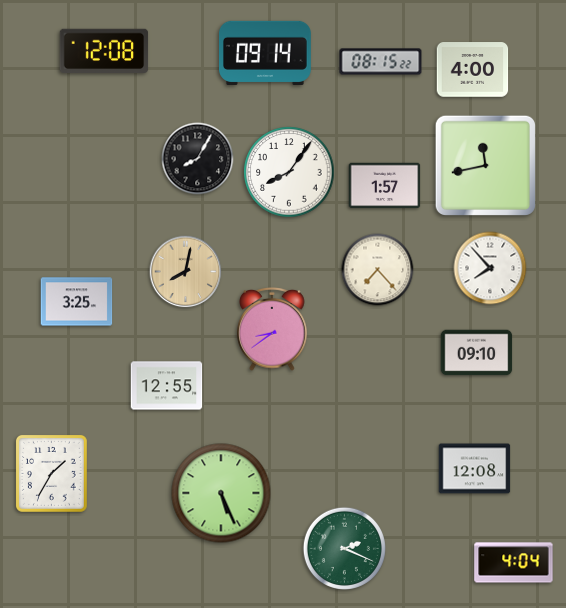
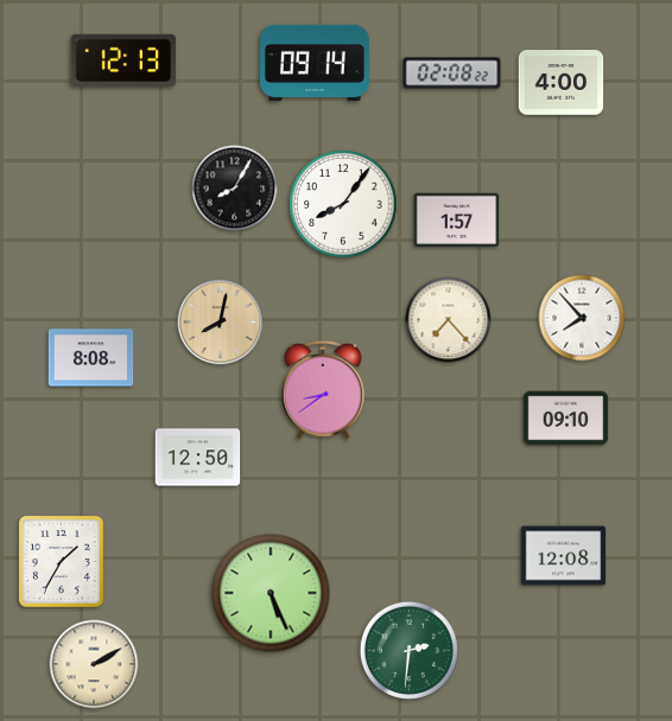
clock at (104, 51): 12:08 -> 12:13
clock at (381, 62): 08:15 -> 02:08
clock at (485, 165): 11:43 -> none
clock at (77, 302): 3:25 -> 8:08
clock at (167, 386): 12:55 -> 12:50
clock at (221, 493) position: (221, 493) -> (271, 593)
clock at (344, 548): 2:19 -> 2:31
clock at (94, 664): none -> 2:10
clock at (514, 563): 4:04 -> none
